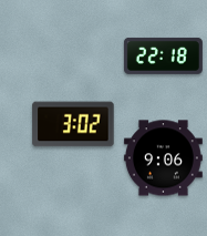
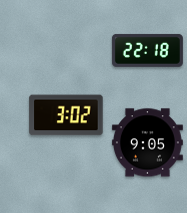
clock at (73, 124) position: (73, 124) -> (66, 115)
clock at (163, 158): 9:06 -> 9:05
